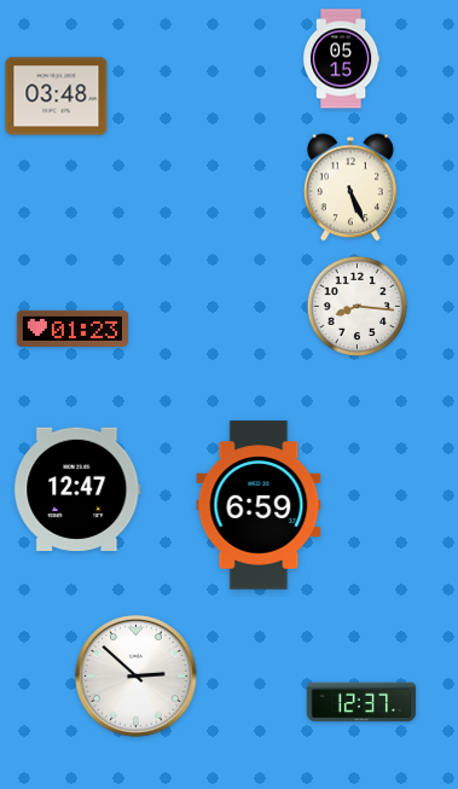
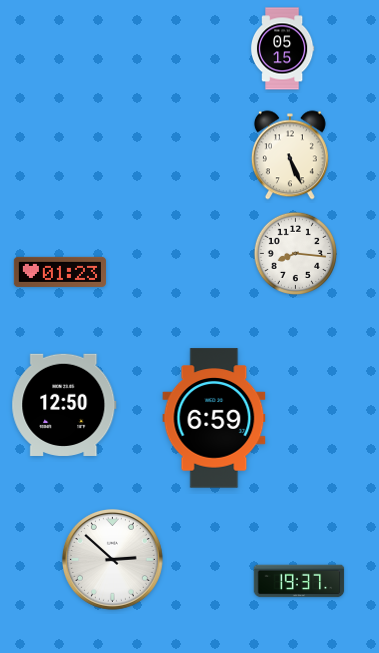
clock at (57, 97): 03:48 -> none
clock at (77, 489): 12:47 -> 12:50
clock at (361, 702): 12:37 -> 19:37
